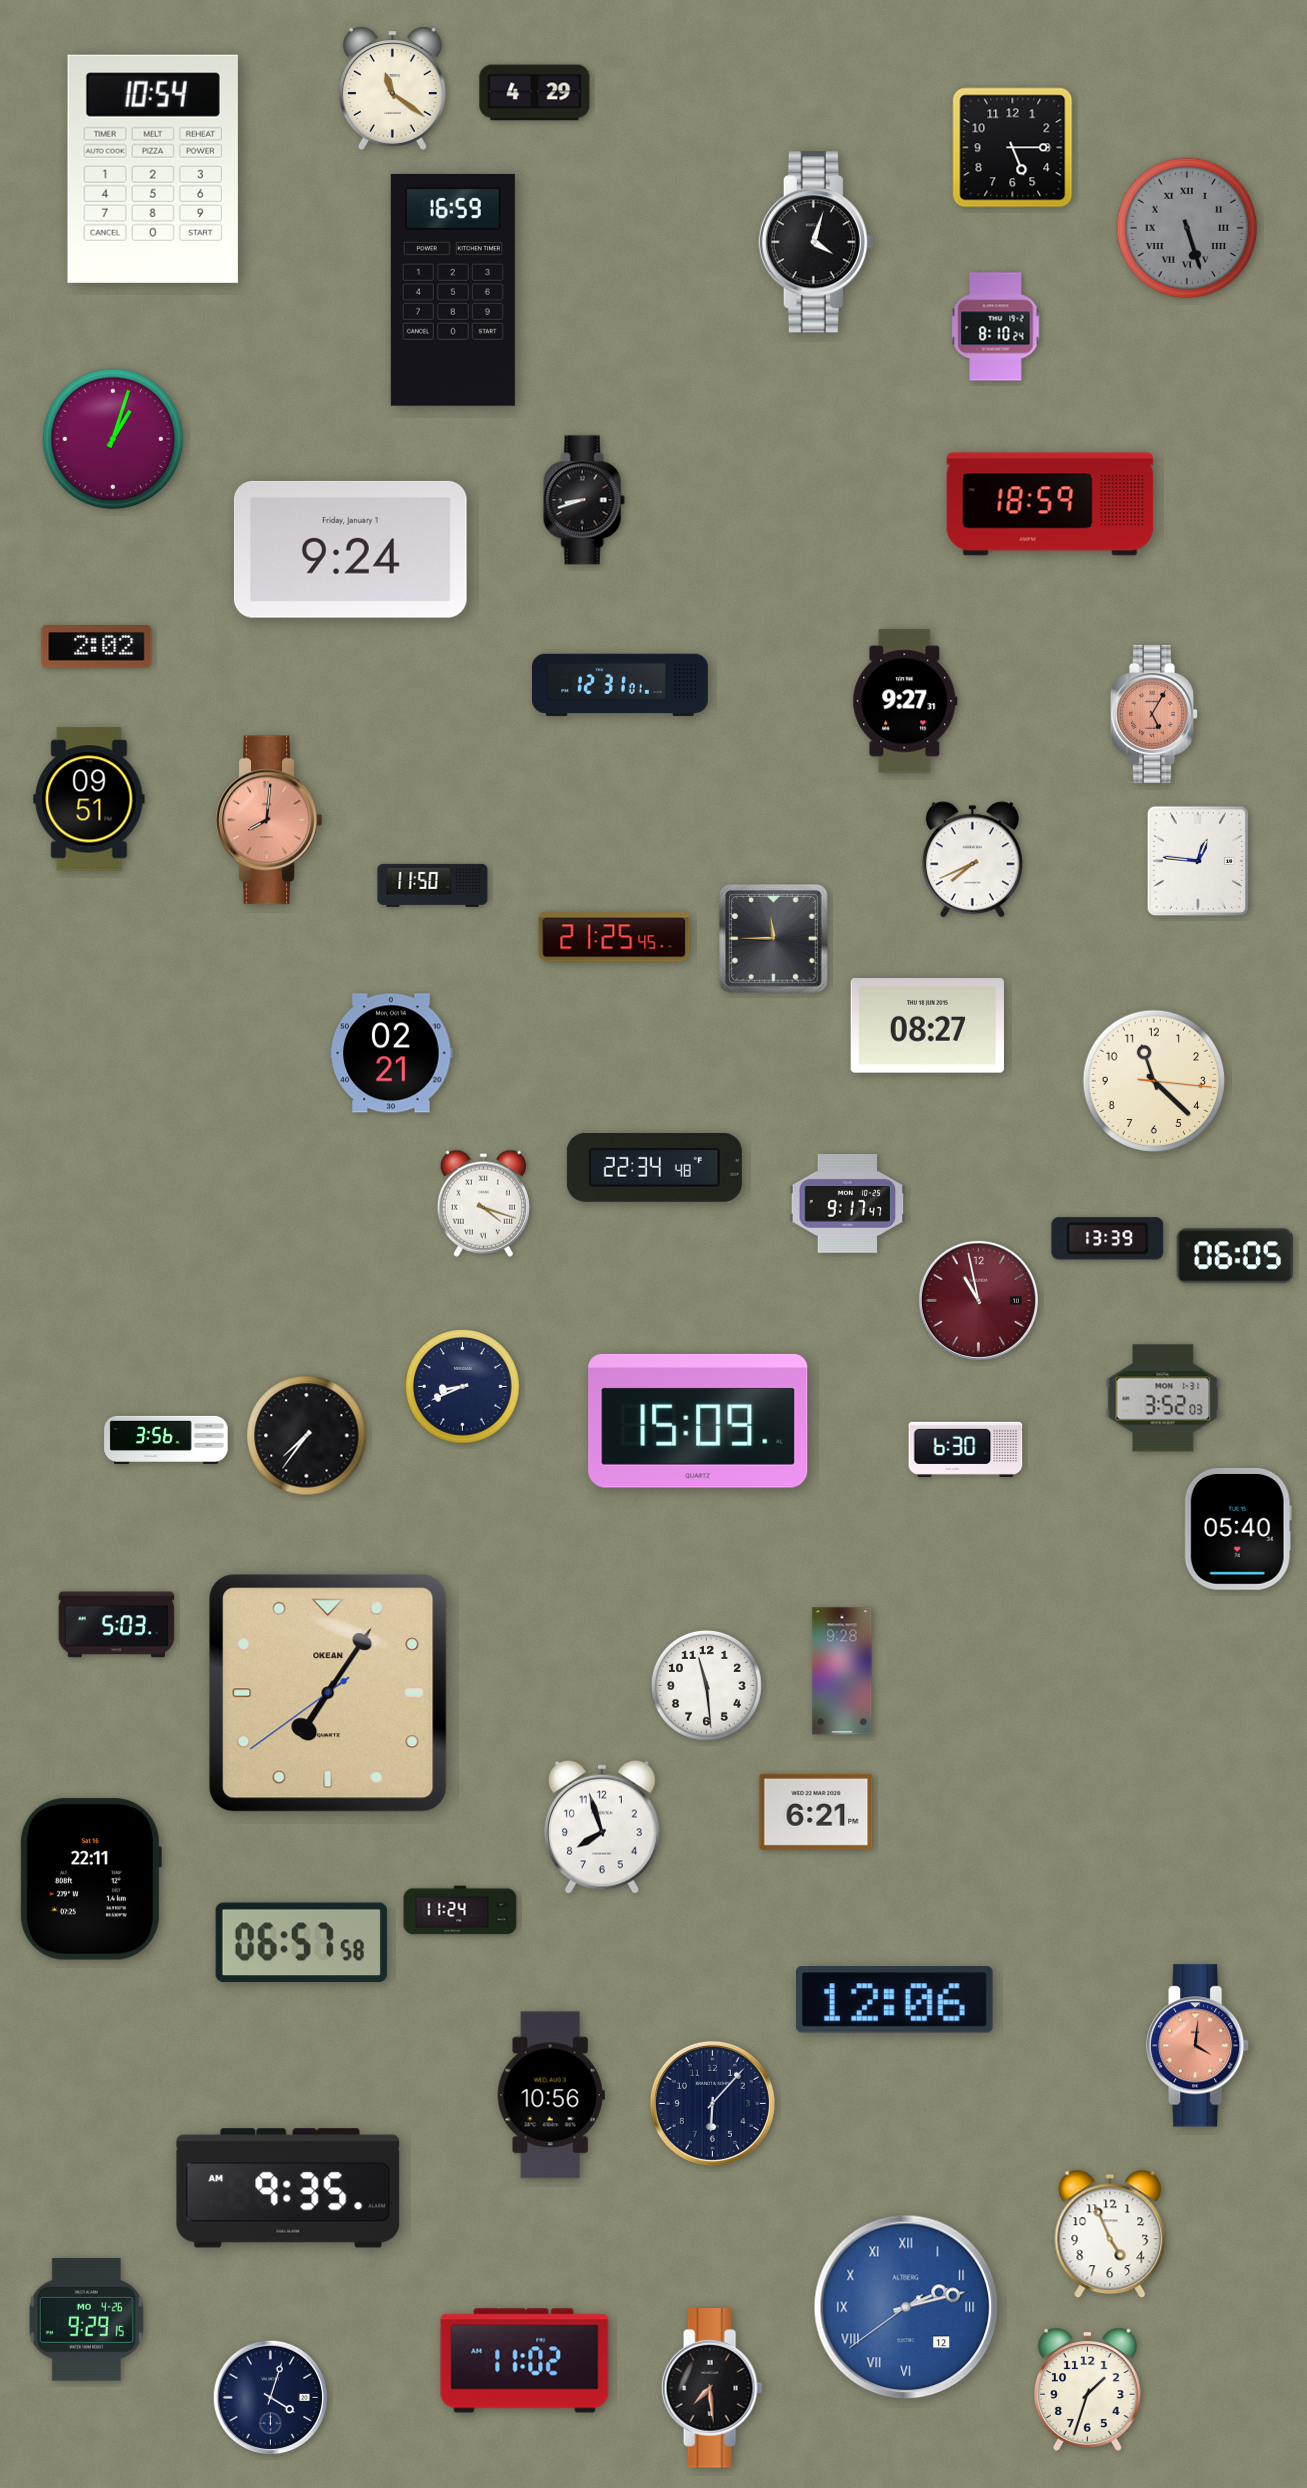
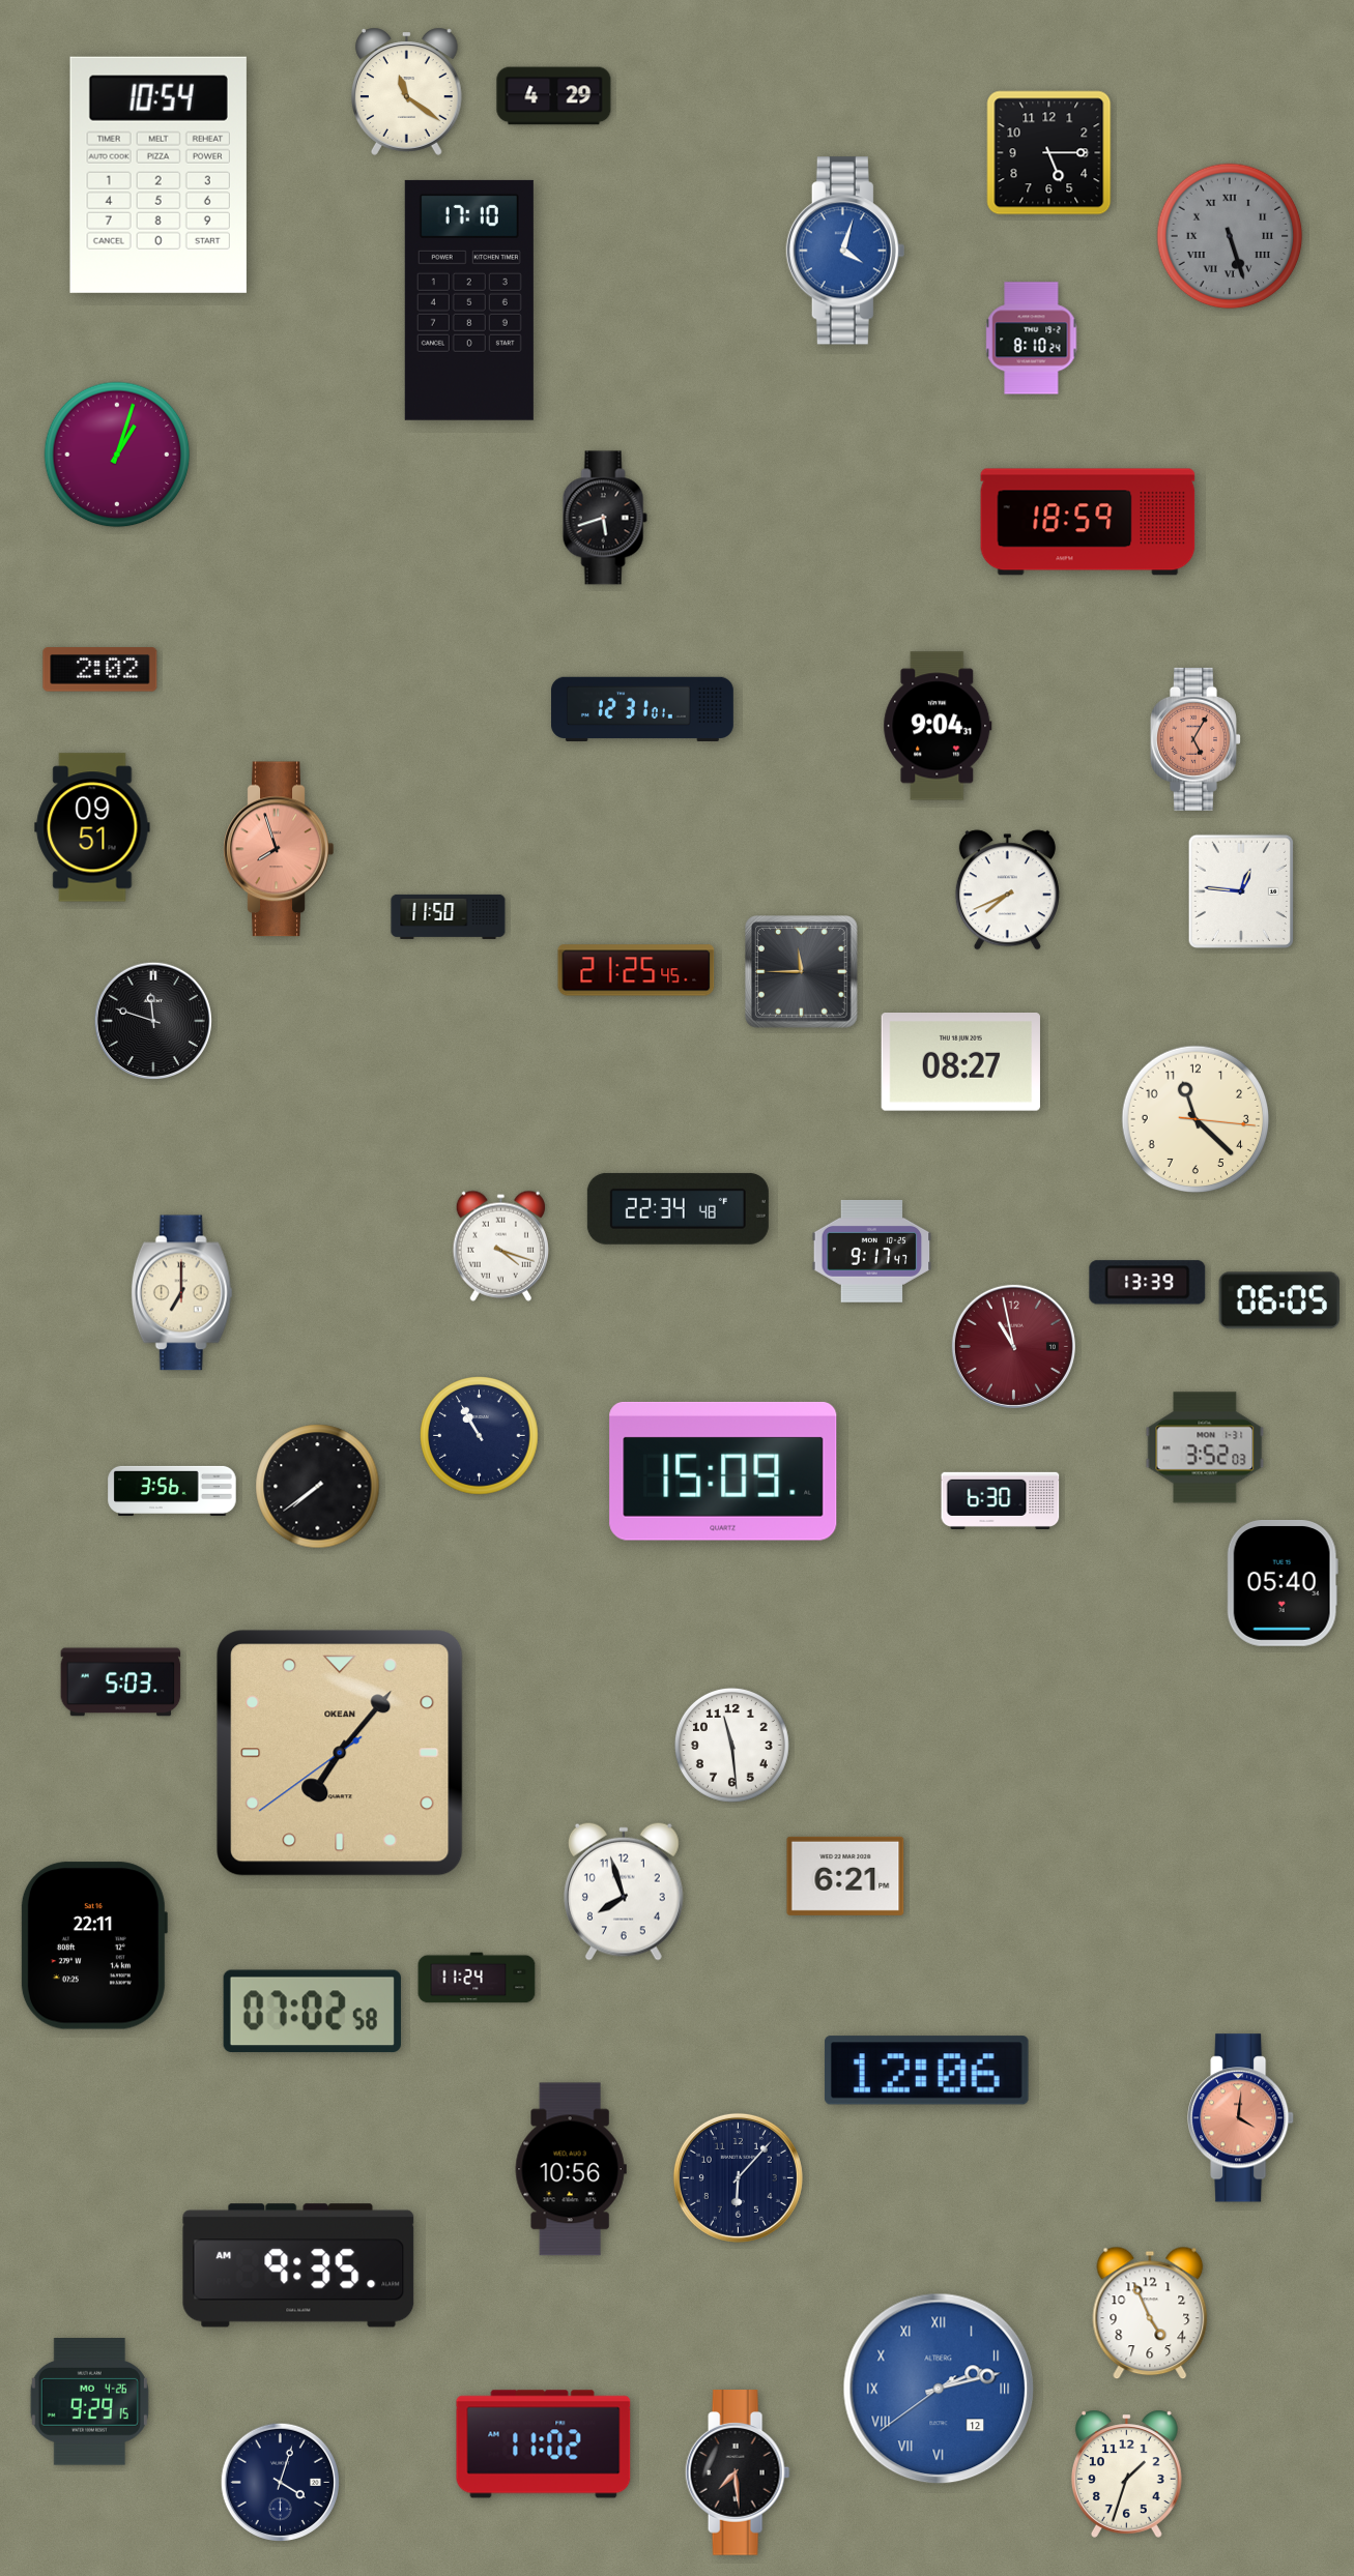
clock at (816, 242) dial: black -> blue
clock at (453, 290): 16:59 -> 17:10
clock at (584, 500): 8:42 -> 5:42
clock at (350, 549): 9:24 -> none
clock at (905, 701): 9:27 -> 9:04
clock at (269, 820): 8:01 -> 7:57
clock at (152, 1020): none -> 11:48
clock at (391, 1053): 02:21 -> none
clock at (848, 1203) position: (848, 1203) -> (872, 1251)
clock at (181, 1293): none -> 7:00
clock at (463, 1387): 8:41 -> 10:55
clock at (307, 1436): 7:36 -> 7:39
clock at (842, 1671): 9:28 -> none
clock at (328, 1693): 7:05 -> 7:06
clock at (301, 1943): 06:57 -> 07:02
